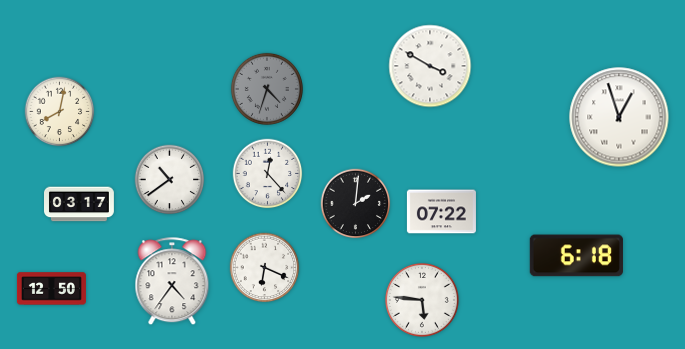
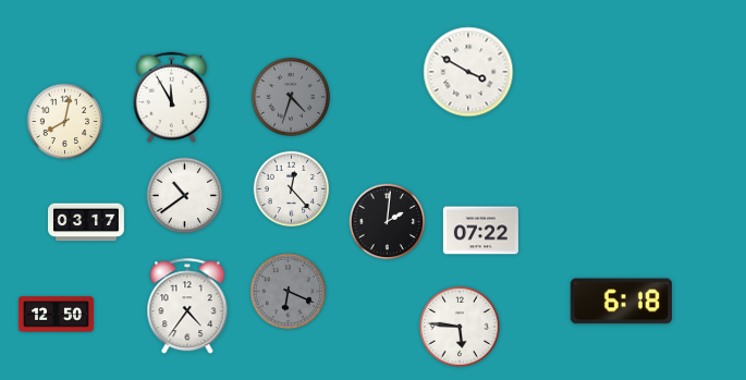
clock at (172, 98): none -> 11:55
clock at (619, 117): 12:57 -> none
clock at (576, 256) position: (576, 256) -> (621, 302)
clock at (265, 268) dial: white -> grey
